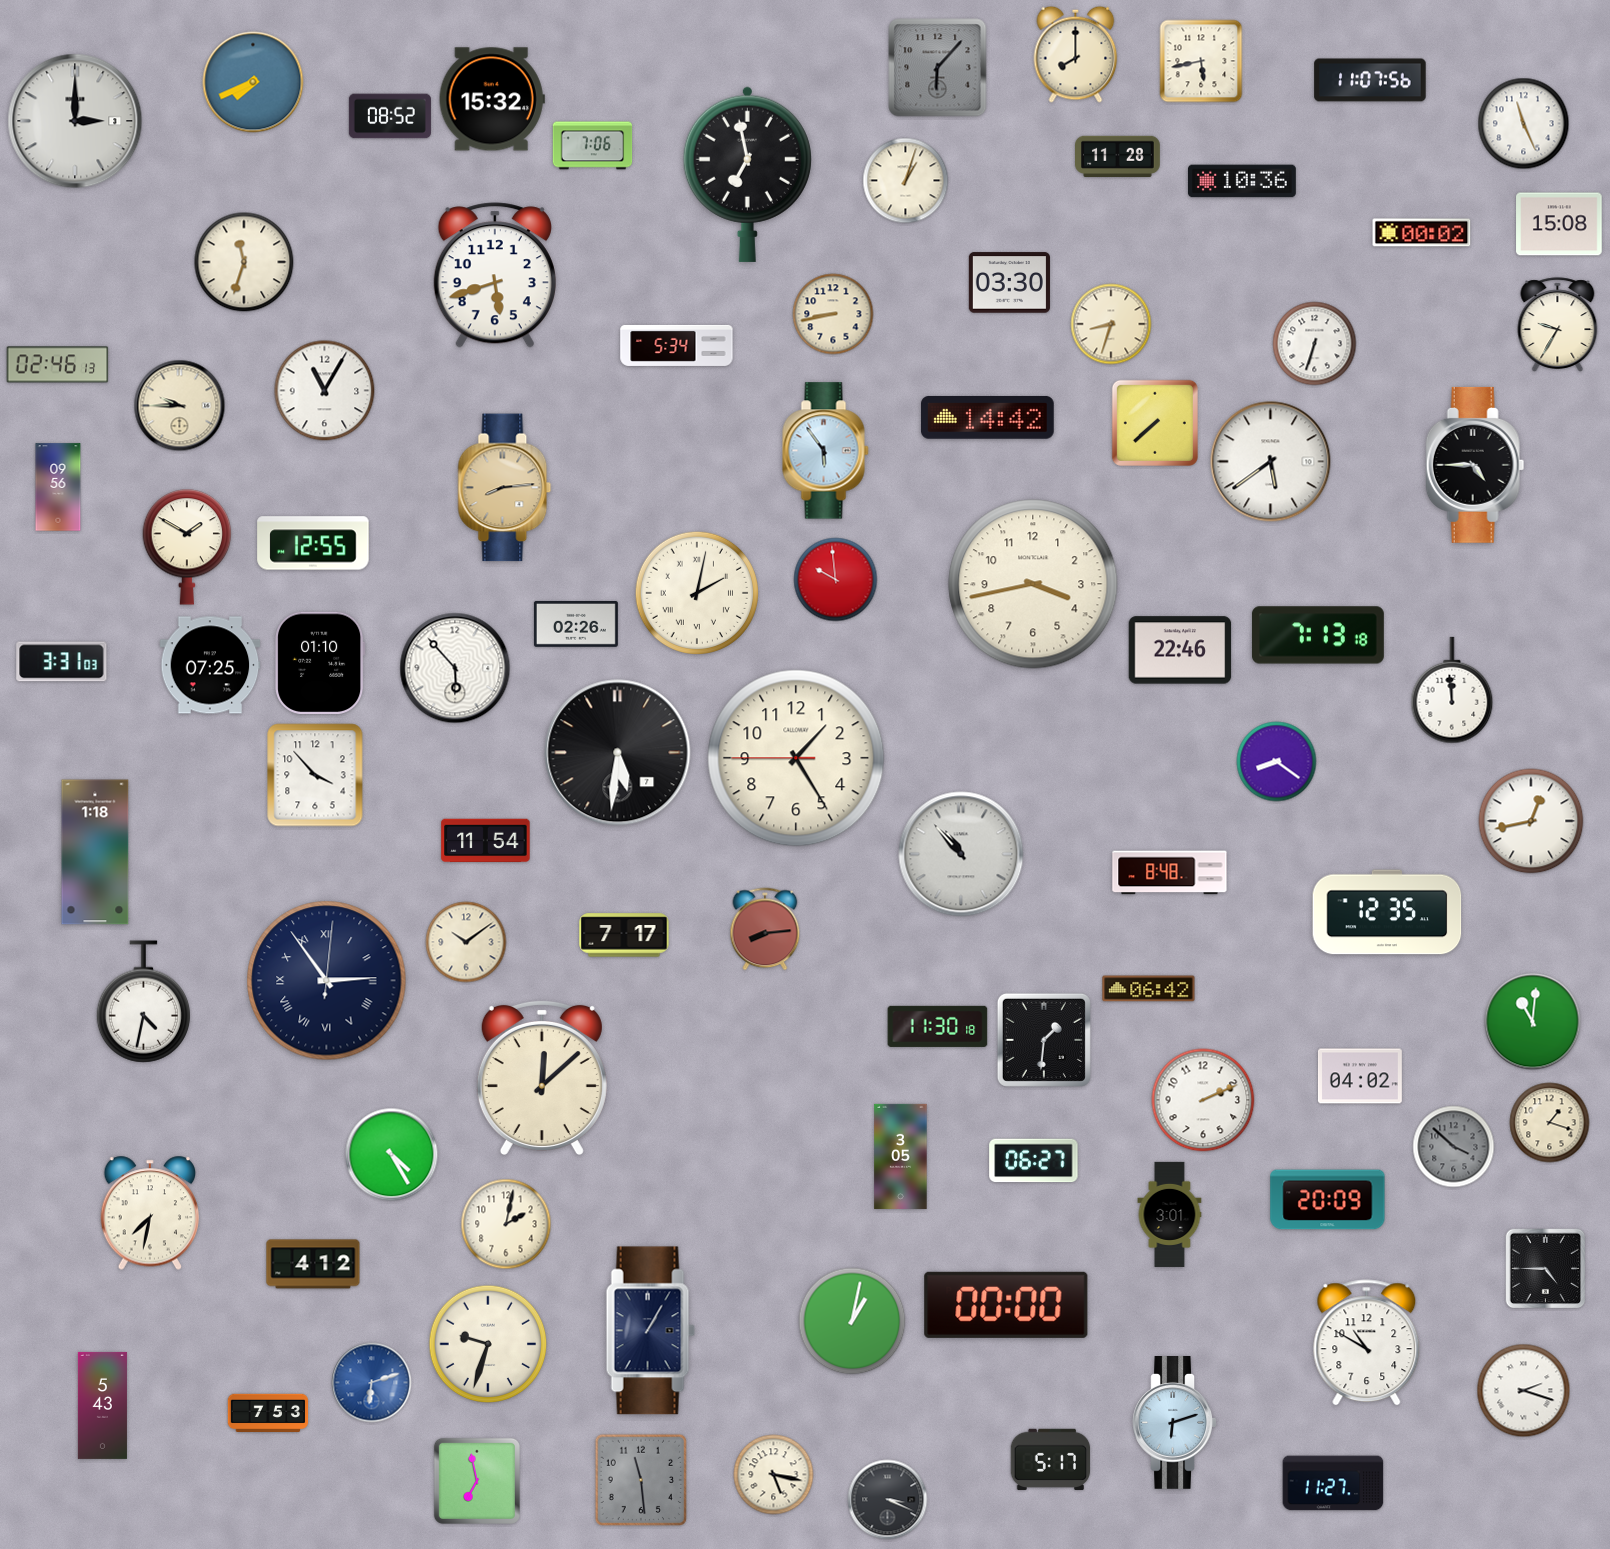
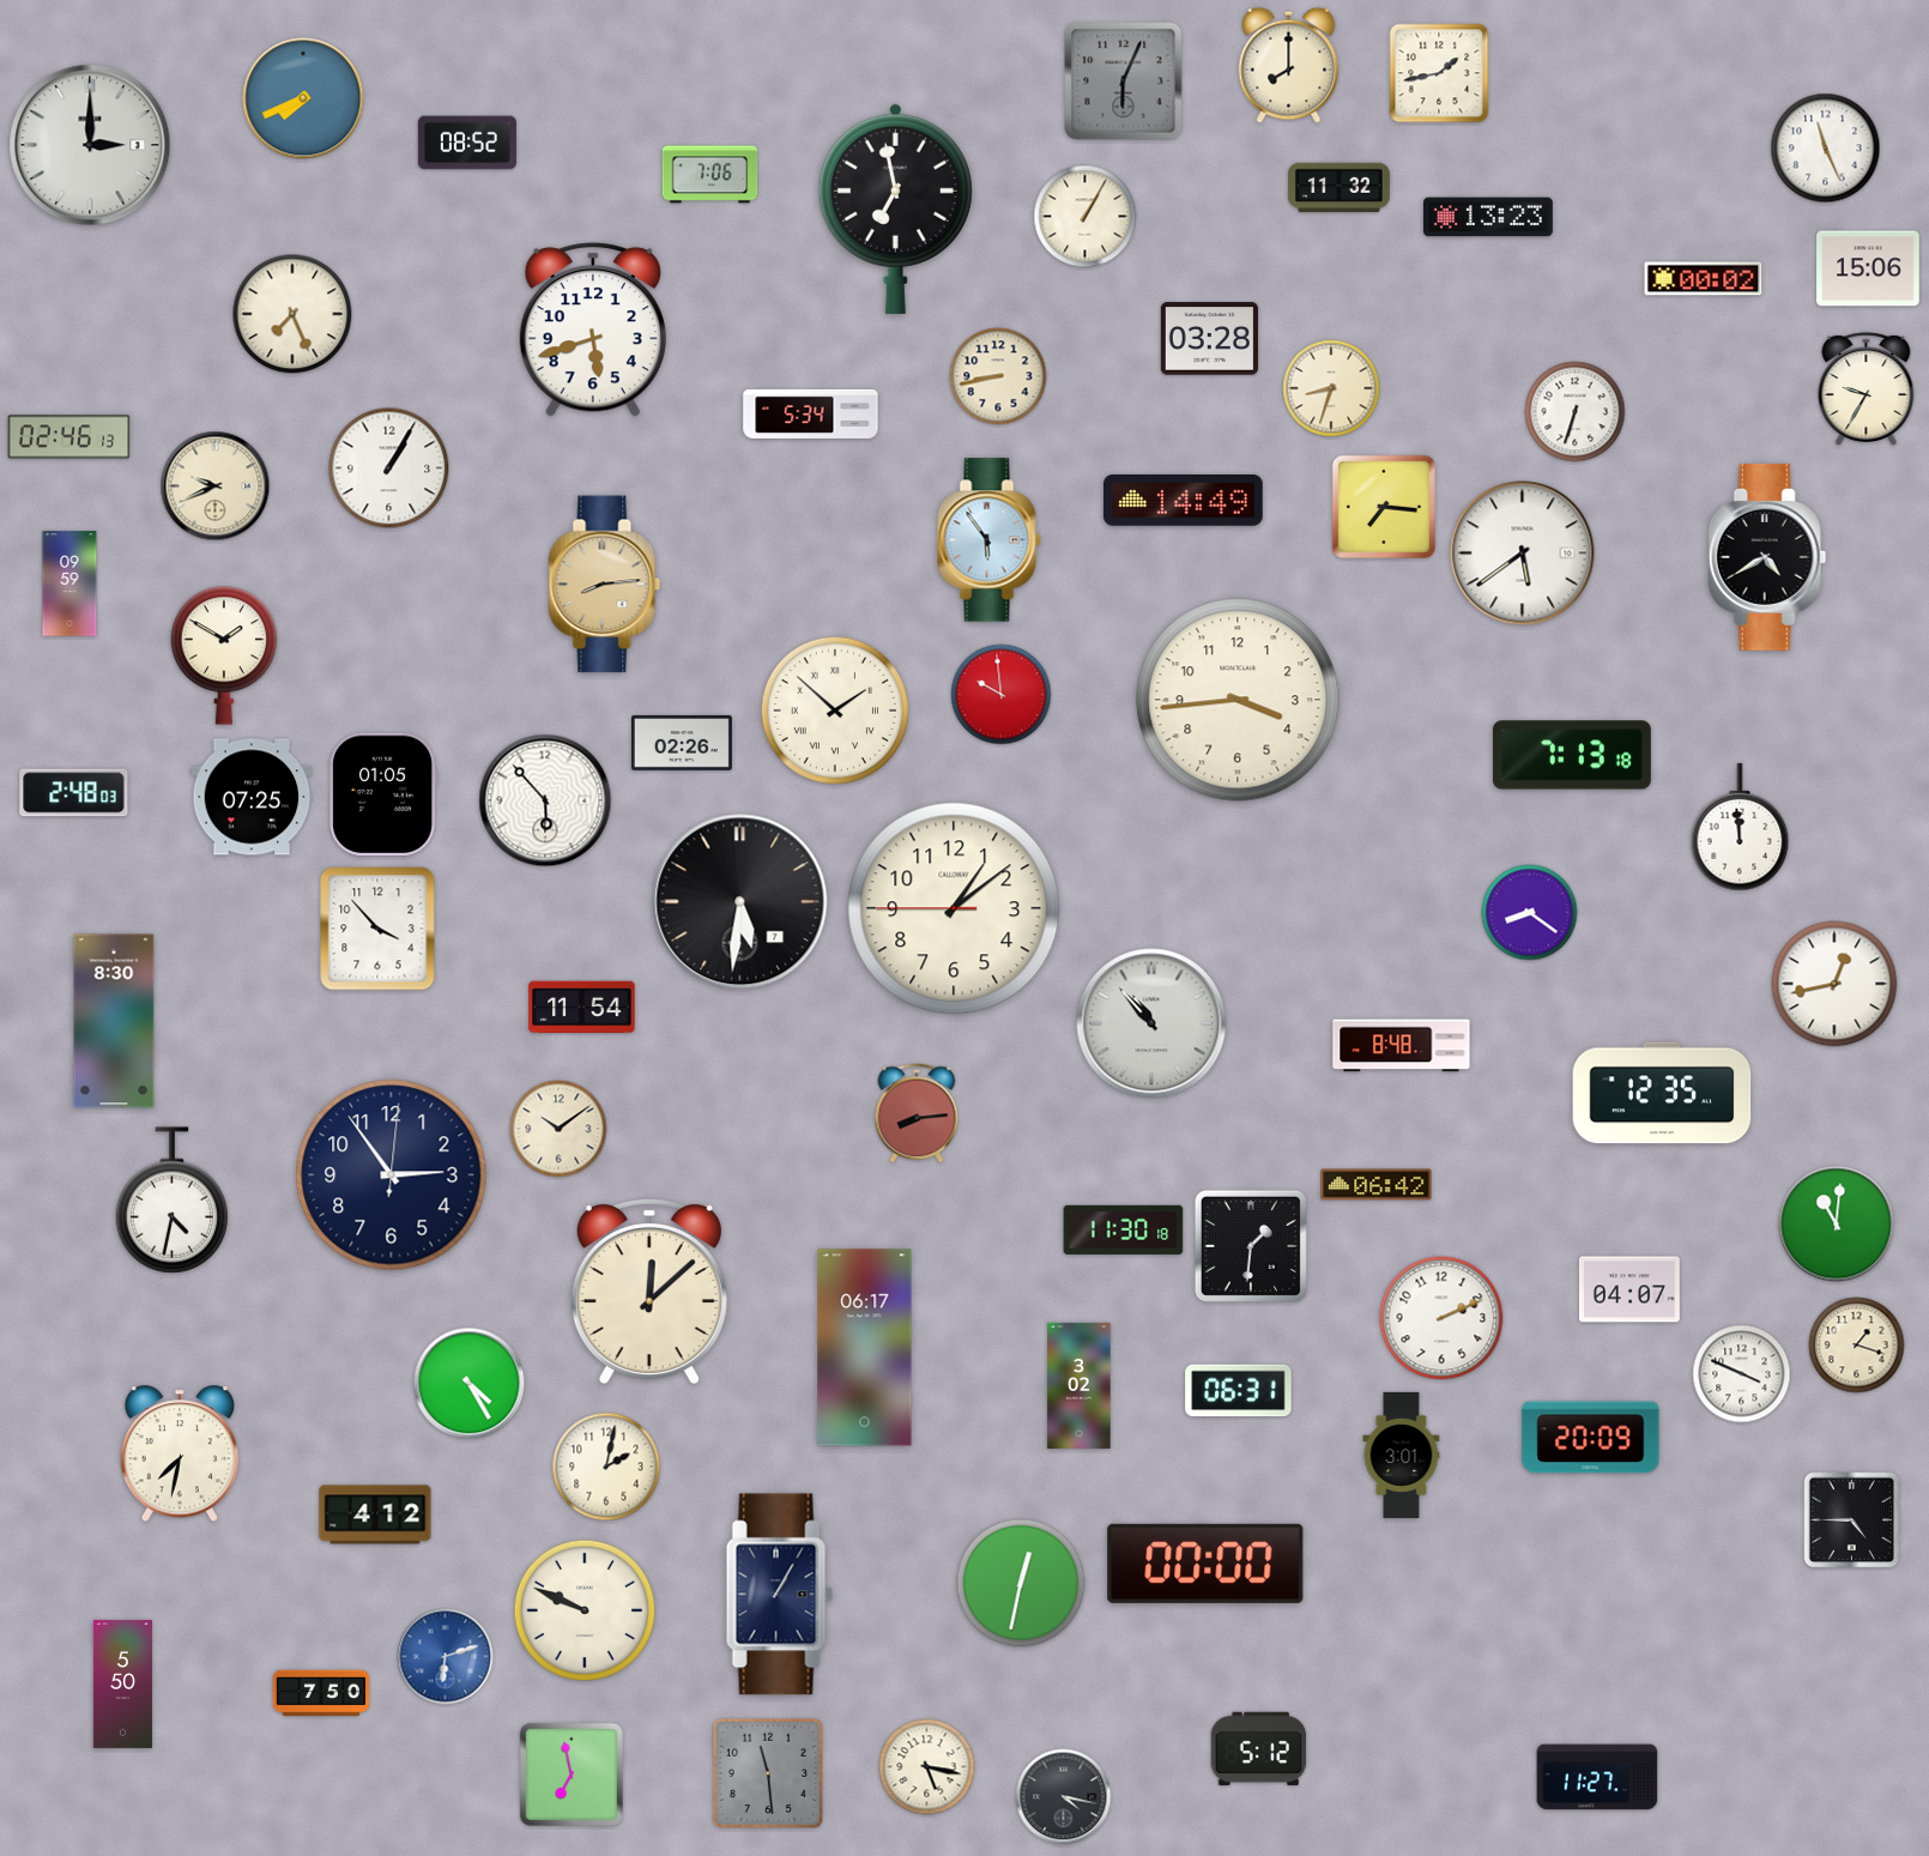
clock at (1201, 61): 5:43 -> 1:43
clock at (938, 68): 6:07 -> 6:04
clock at (1370, 80): 11:07 -> none
clock at (492, 99): 15:32 -> none
clock at (390, 116) position: (390, 116) -> (467, 143)
clock at (1118, 157): 11:28 -> 11:32
clock at (906, 181): 1:03 -> 1:05
clock at (1242, 181): 10:36 -> 13:23
clock at (1559, 224): 15:08 -> 15:06
clock at (244, 262): 11:33 -> 7:26
clock at (1009, 283): 03:30 -> 03:28
clock at (325, 391): 11:05 -> 1:05
clock at (180, 406): 9:45 -> 9:41
clock at (987, 417): 14:42 -> 14:49
clock at (1155, 423): 7:38 -> 7:16
clock at (1475, 465): 4:45 -> 4:40
clock at (58, 487): 09:56 -> 09:59
clock at (313, 543): 12:55 -> none
clock at (1033, 584): 3:43 -> 3:44
clock at (696, 592): 2:02 -> 1:52
clock at (576, 624) position: (576, 624) -> (682, 743)
clock at (1318, 635) position: (1318, 635) -> (1572, 755)
clock at (1180, 650): 22:46 -> none
clock at (62, 662): 3:31 -> 2:48
clock at (320, 662): 01:10 -> 01:05
clock at (796, 758): 1:24 -> 1:08
clock at (95, 852): 1:18 -> 8:30
clock at (624, 935): 7:17 -> none
clock at (327, 981) numerals: Roman -> Arabic
clock at (1360, 1076): 04:02 -> 04:07
clock at (865, 1348): none -> 06:17
clock at (1454, 1147): 3:52 -> 3:49
clock at (1454, 1147) dial: grey -> white
clock at (901, 1156): 3:05 -> 3:02
clock at (1034, 1161): 06:27 -> 06:31
clock at (852, 1321): 1:02 -> 12:32
clock at (1367, 1343): 10:50 -> none
clock at (488, 1344): 9:33 -> 9:49
clock at (1524, 1391): 2:18 -> none
clock at (102, 1405): 5:43 -> 5:50
clock at (268, 1413): 7:53 -> 7:50
clock at (1175, 1423): 6:12 -> none
clock at (1051, 1459): 5:17 -> 5:12
clock at (888, 1500): 3:19 -> 4:17
